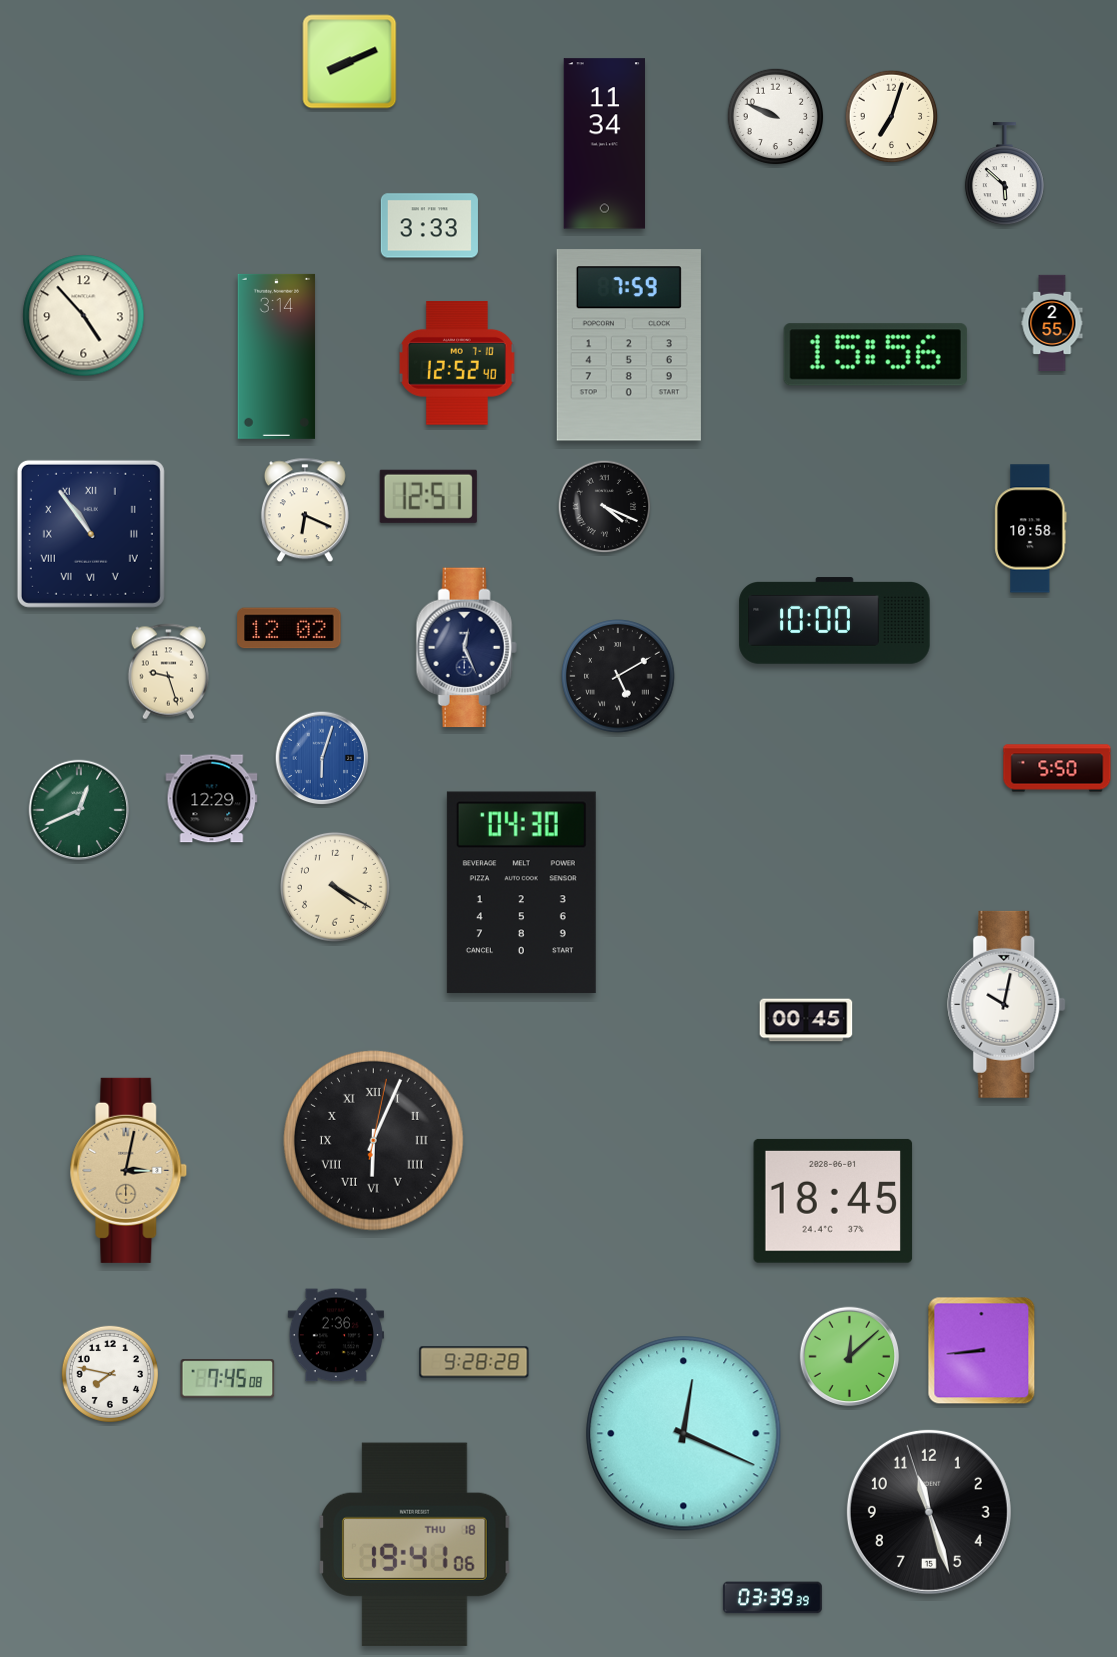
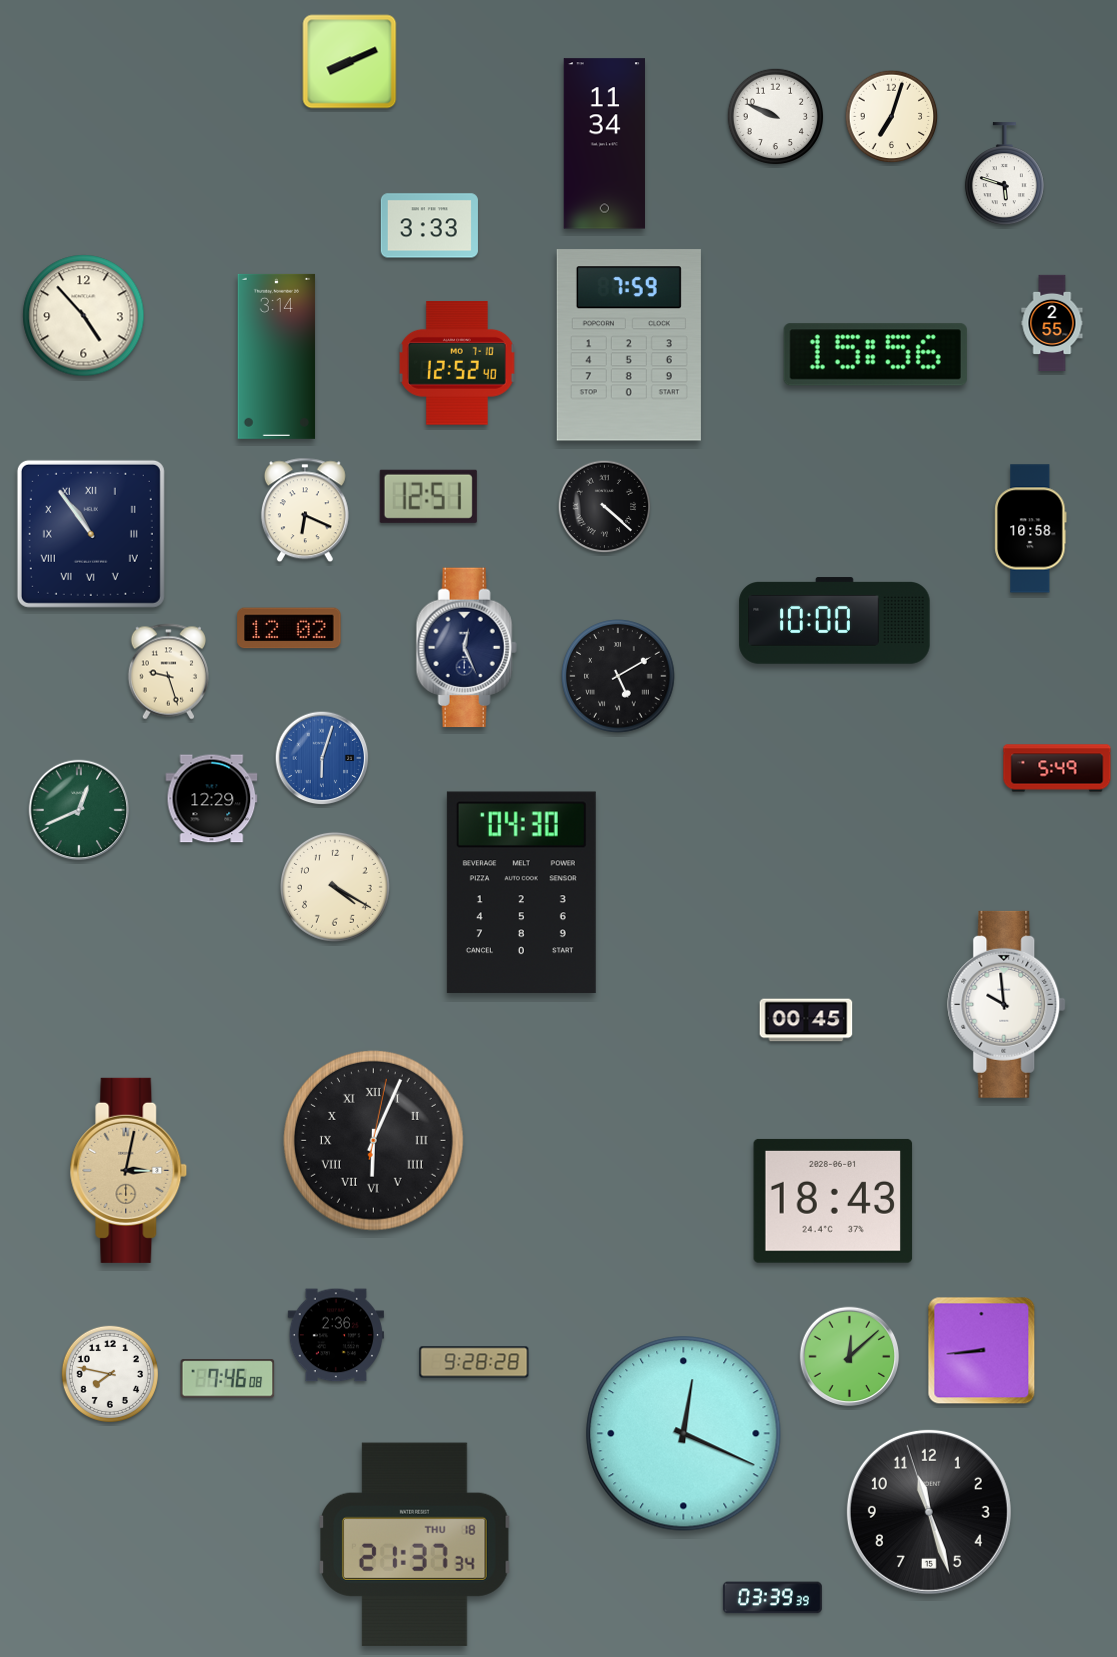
clock at (1004, 174): 5:52 -> 5:48
clock at (605, 507): 4:19 -> 4:22
clock at (1057, 768): 5:50 -> 5:49
clock at (1007, 1004): 10:02 -> 9:59
clock at (833, 1201): 18:45 -> 18:43
clock at (228, 1379): 7:45 -> 7:46
clock at (415, 1544): 19:41 -> 21:37
